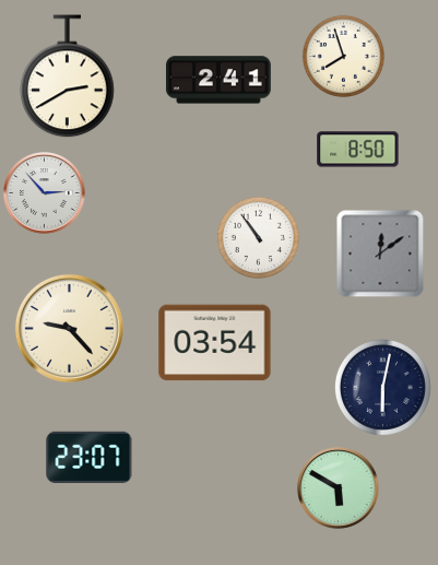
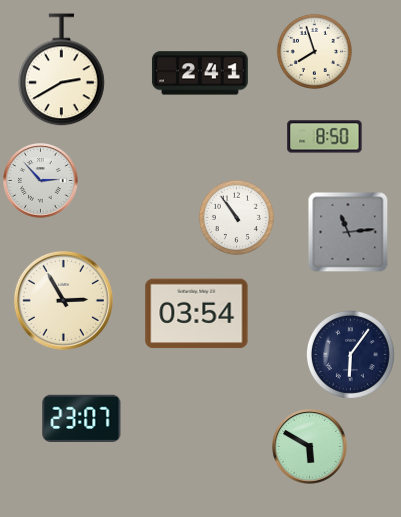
clock at (358, 150) position: (358, 150) -> (325, 137)
clock at (45, 193) position: (45, 193) -> (41, 181)
clock at (380, 254): 12:09 -> 11:14
clock at (69, 328): 9:23 -> 2:55
clock at (382, 387): 6:02 -> 6:06
